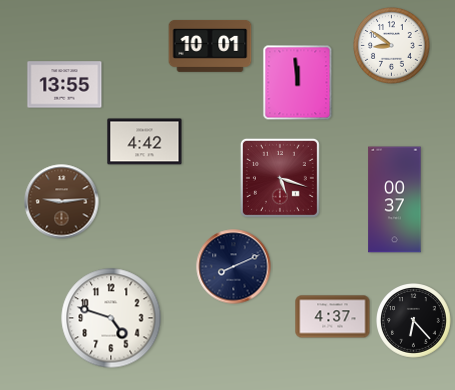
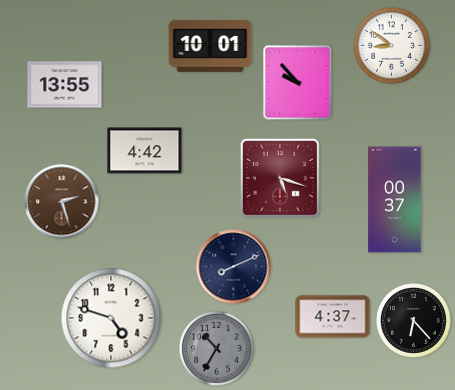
clock at (298, 83): 11:59 -> 9:53
clock at (145, 142) position: (145, 142) -> (145, 151)
clock at (62, 202): 9:14 -> 2:27
clock at (217, 349): none -> 10:35
